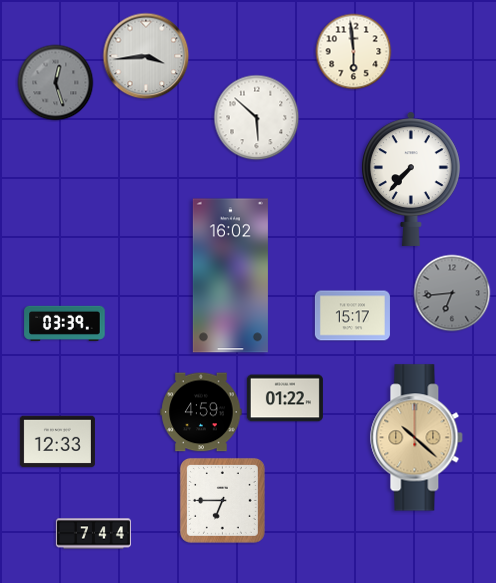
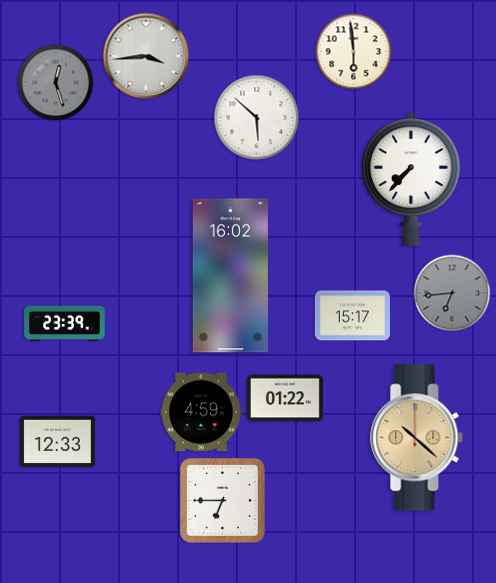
clock at (65, 323): 03:39 -> 23:39
clock at (93, 534): 7:44 -> none
